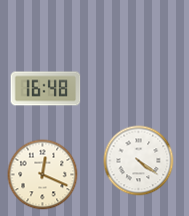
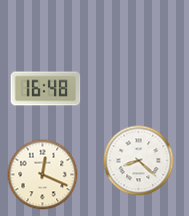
clock at (139, 161): 4:21 -> 8:22
